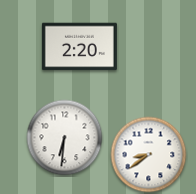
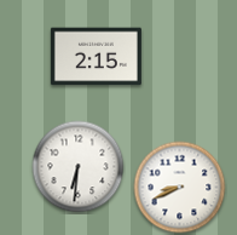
clock at (79, 47): 2:20 -> 2:15
clock at (149, 155): 8:39 -> 8:41
